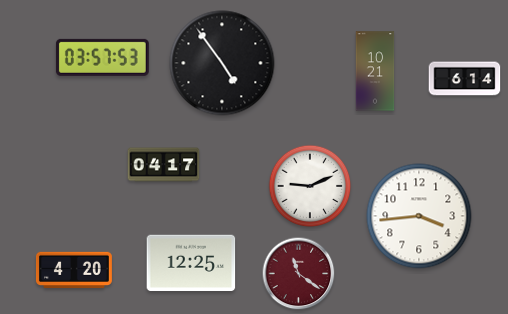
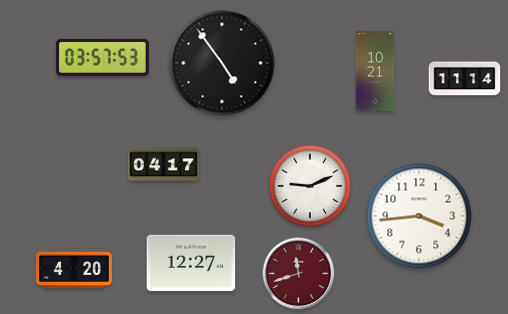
clock at (465, 79): 6:14 -> 11:14
clock at (191, 263): 12:25 -> 12:27
clock at (299, 274): 11:21 -> 11:42
